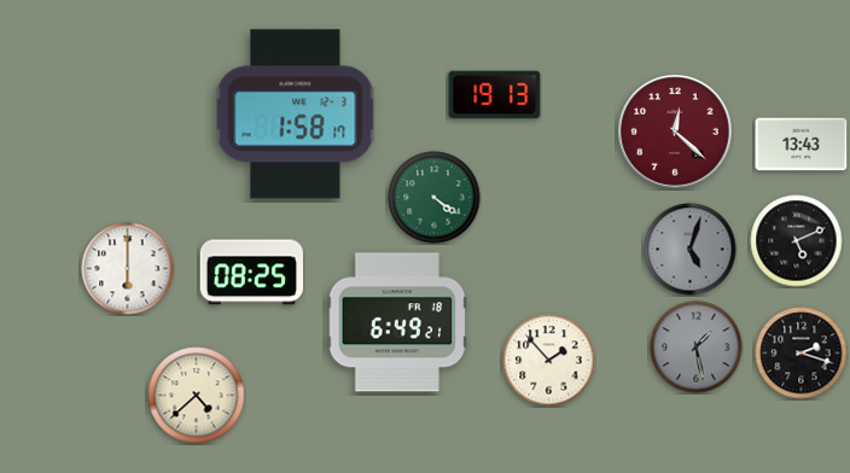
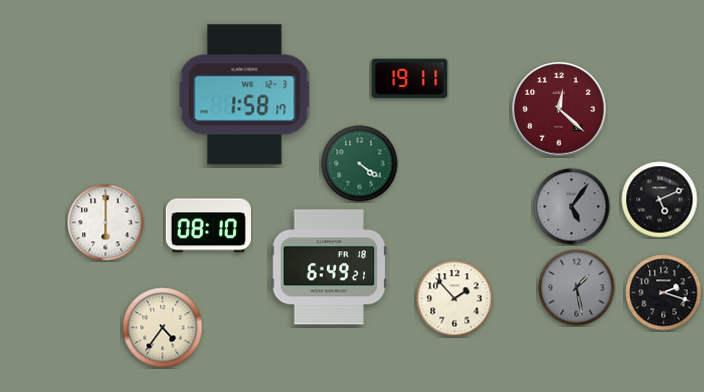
clock at (495, 95): 19:13 -> 19:11
clock at (802, 145): 13:43 -> none
clock at (691, 250): 5:03 -> 5:06
clock at (251, 273): 08:25 -> 08:10
clock at (197, 396): 4:38 -> 4:36
